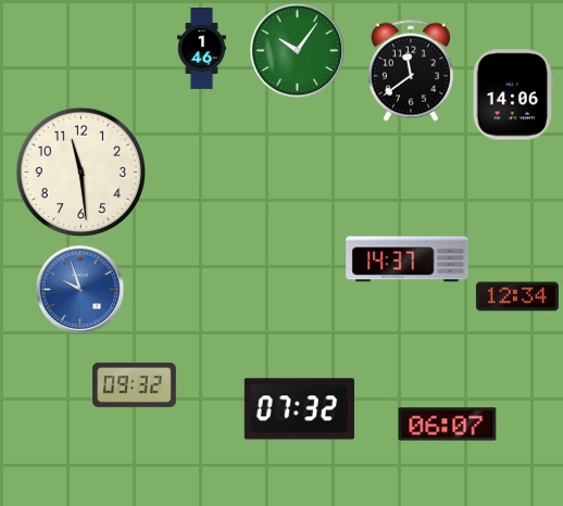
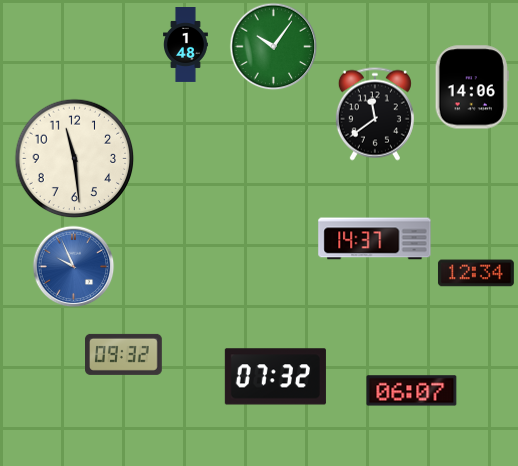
clock at (202, 49): 1:46 -> 1:48
clock at (411, 71) position: (411, 71) -> (375, 114)
clock at (80, 290): 9:57 -> 9:56
